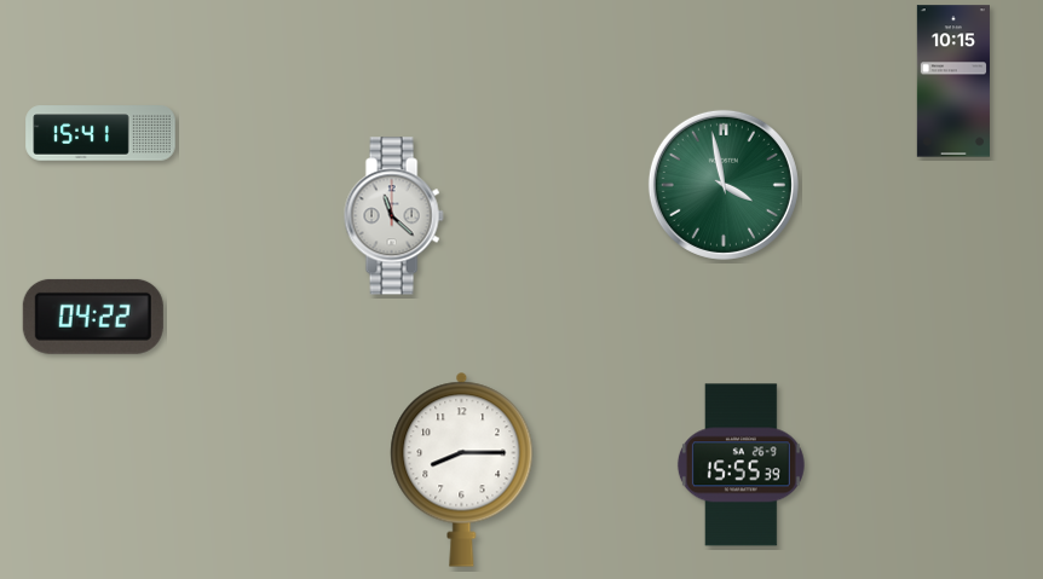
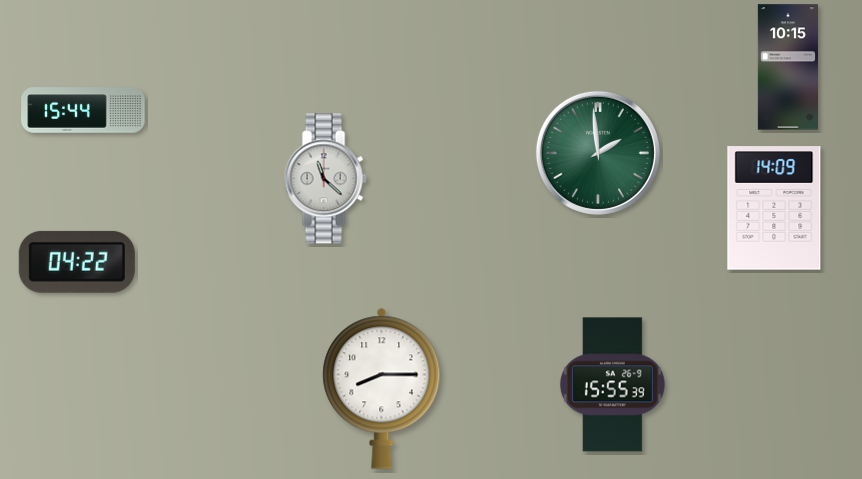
clock at (100, 133): 15:41 -> 15:44
clock at (724, 185): 3:58 -> 1:59
clock at (774, 208): none -> 14:09
